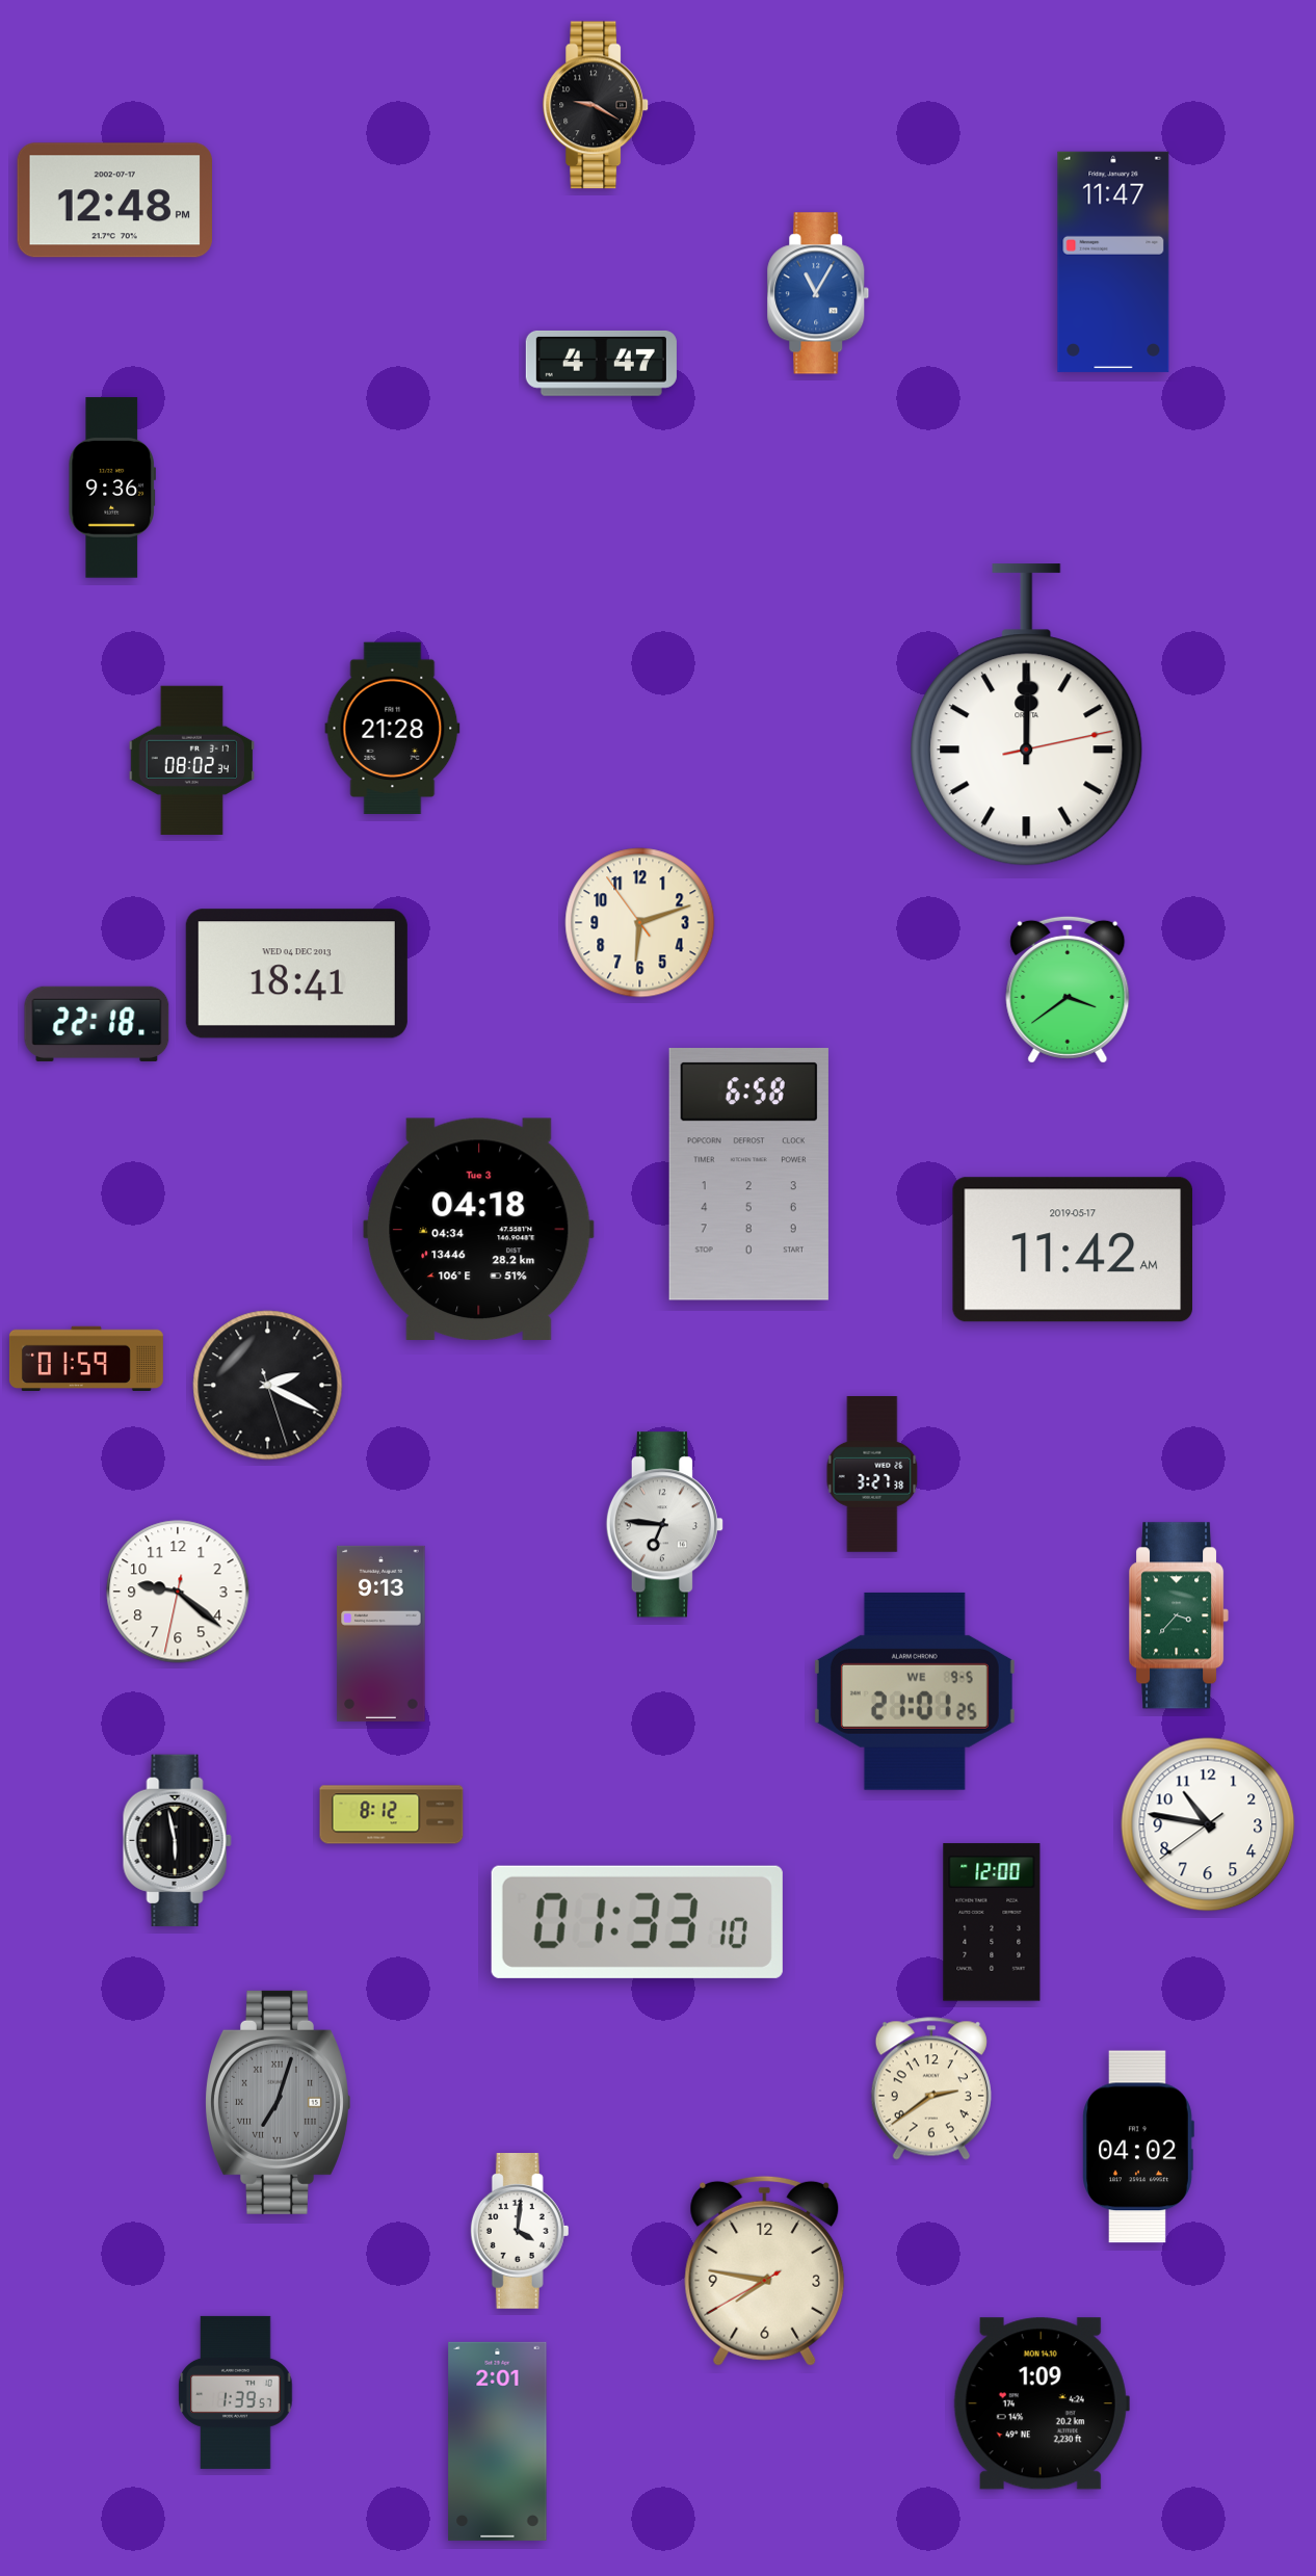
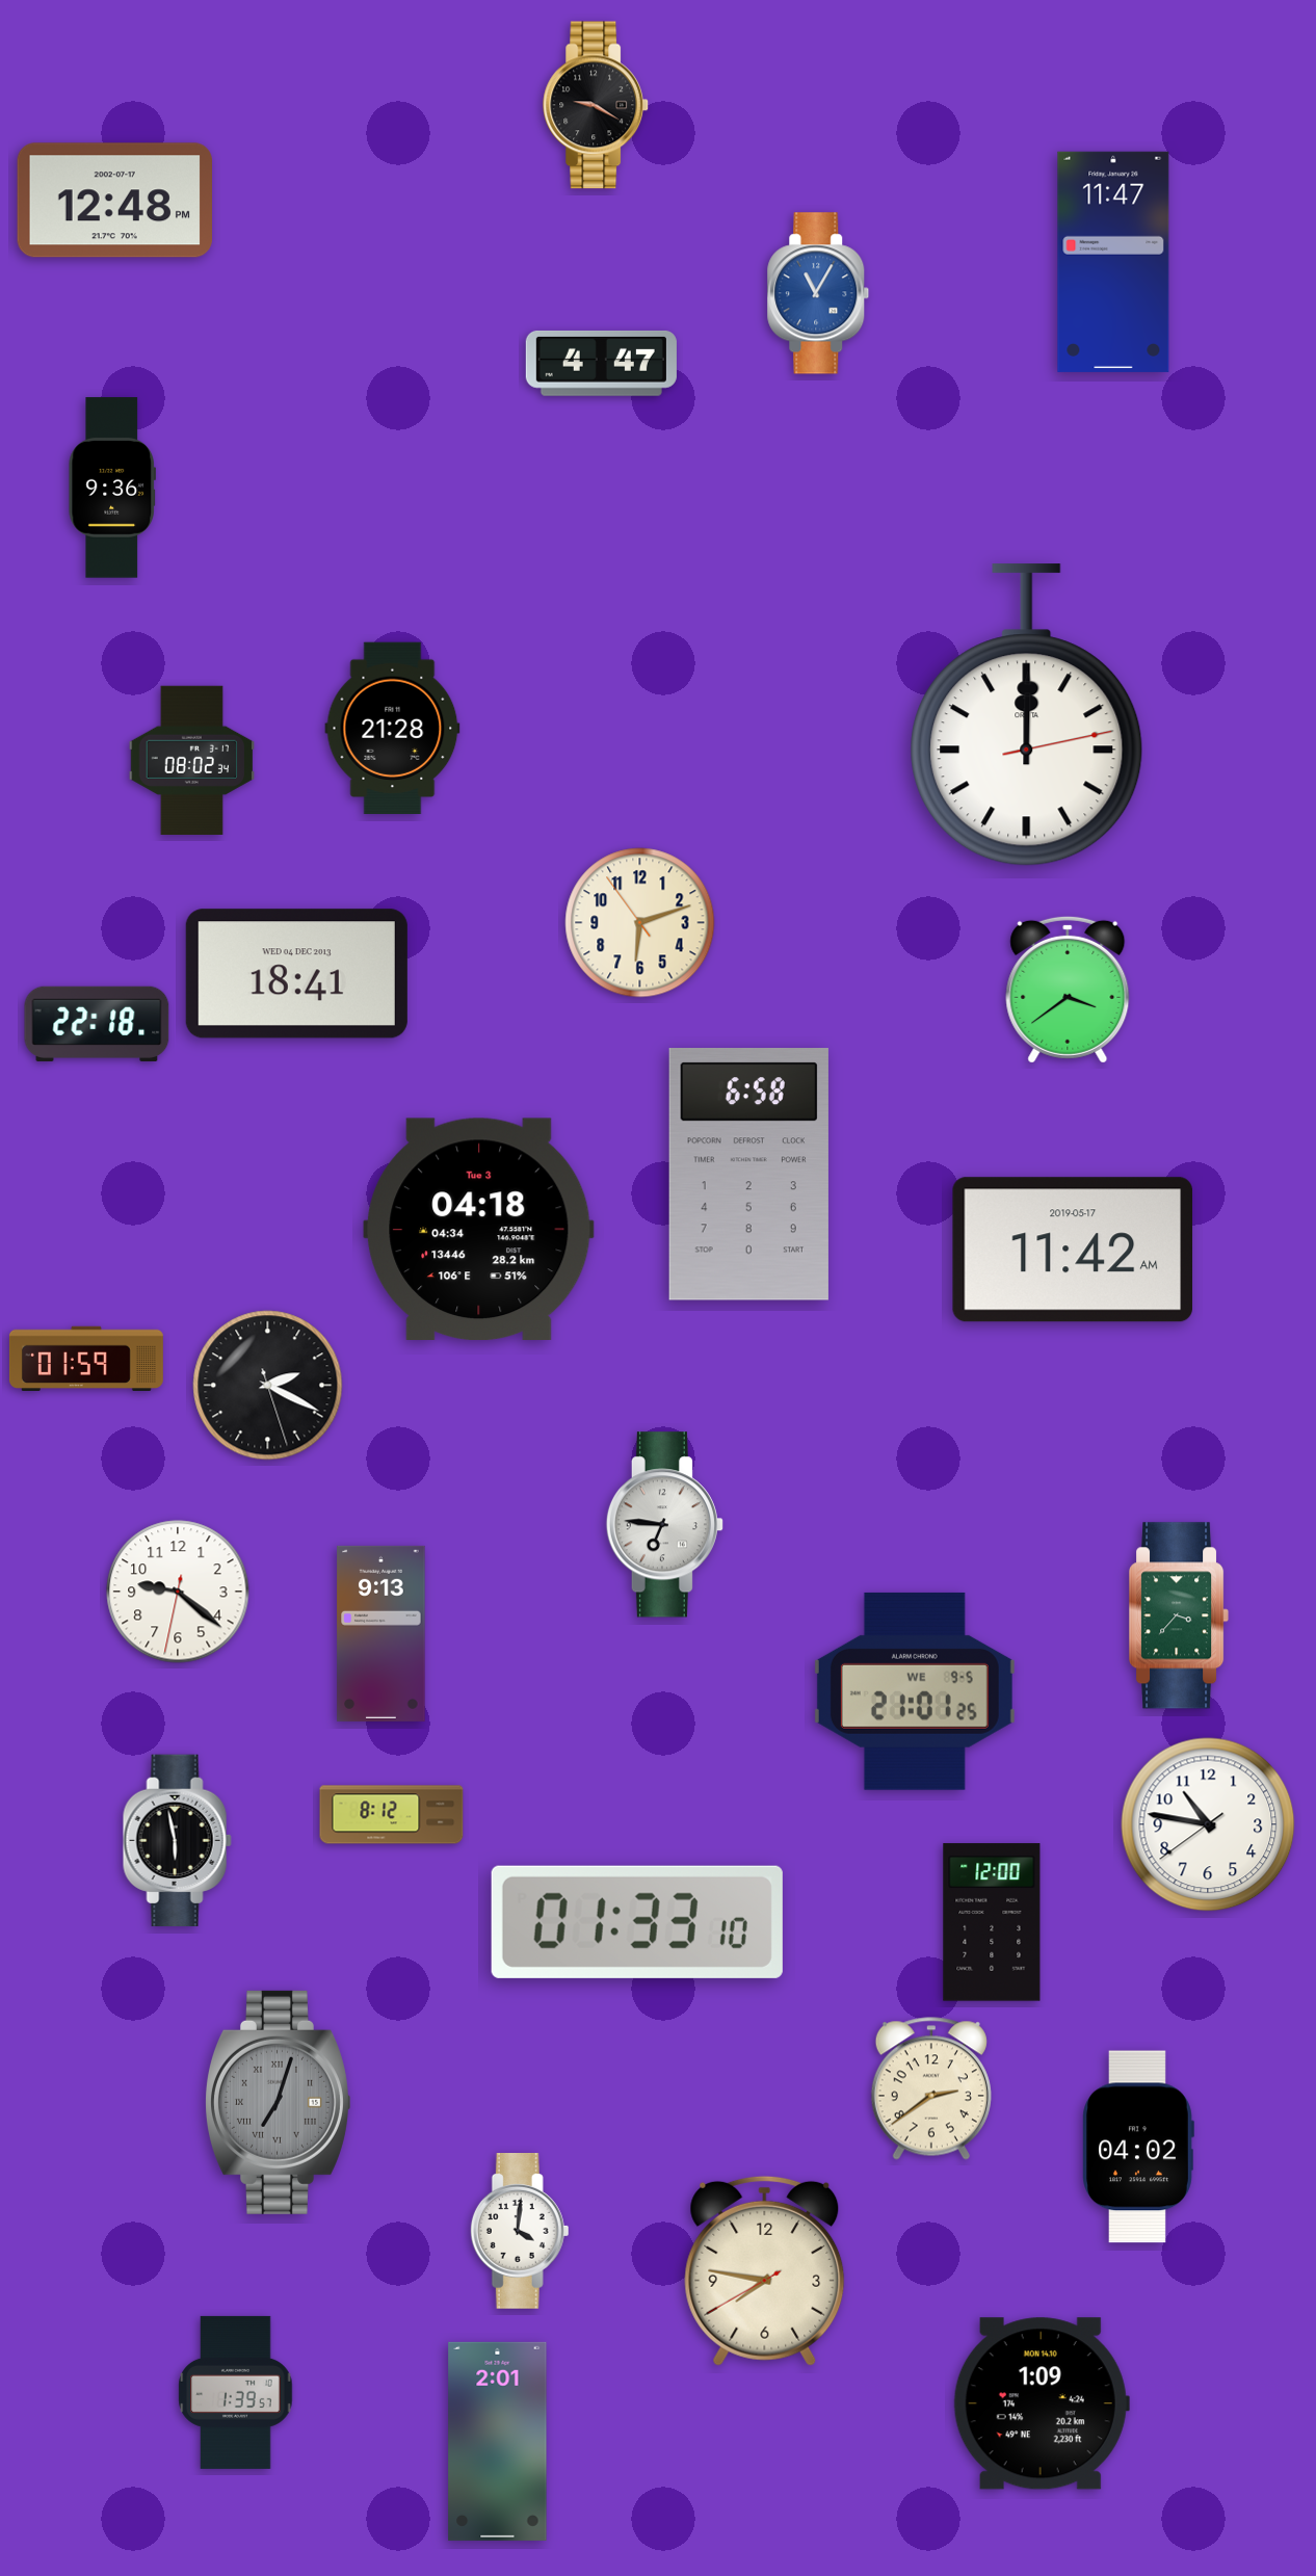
clock at (872, 1475): 3:27 -> none
